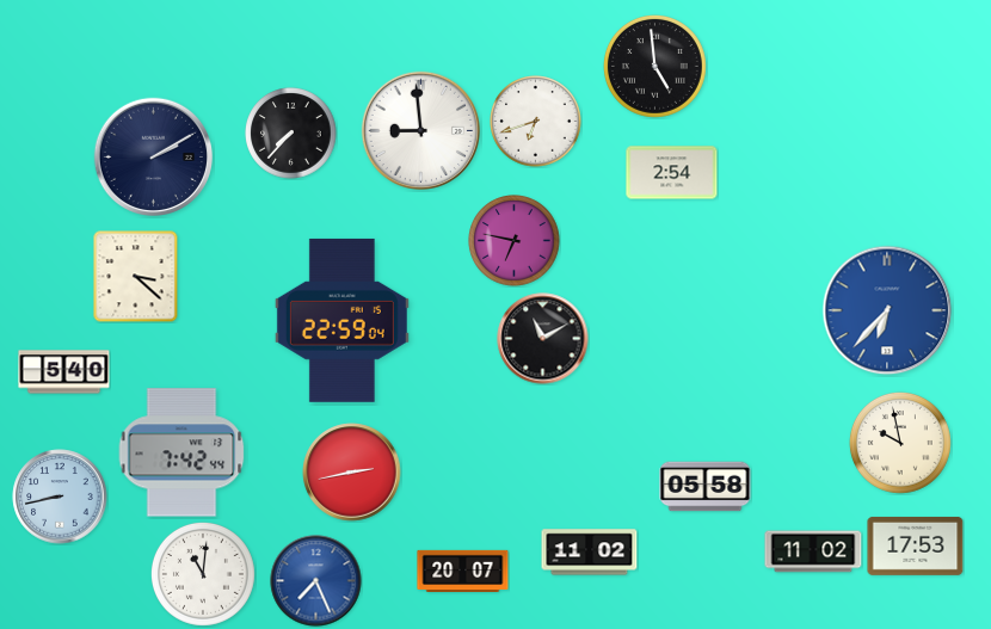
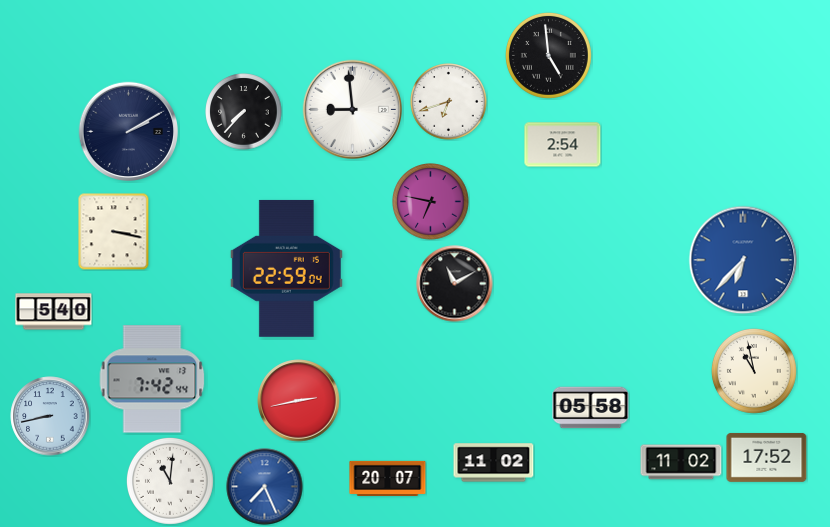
clock at (136, 276): 3:22 -> 3:17
clock at (900, 443): 9:58 -> 10:58
clock at (352, 473) position: (352, 473) -> (299, 401)
clock at (916, 545): 17:53 -> 17:52
